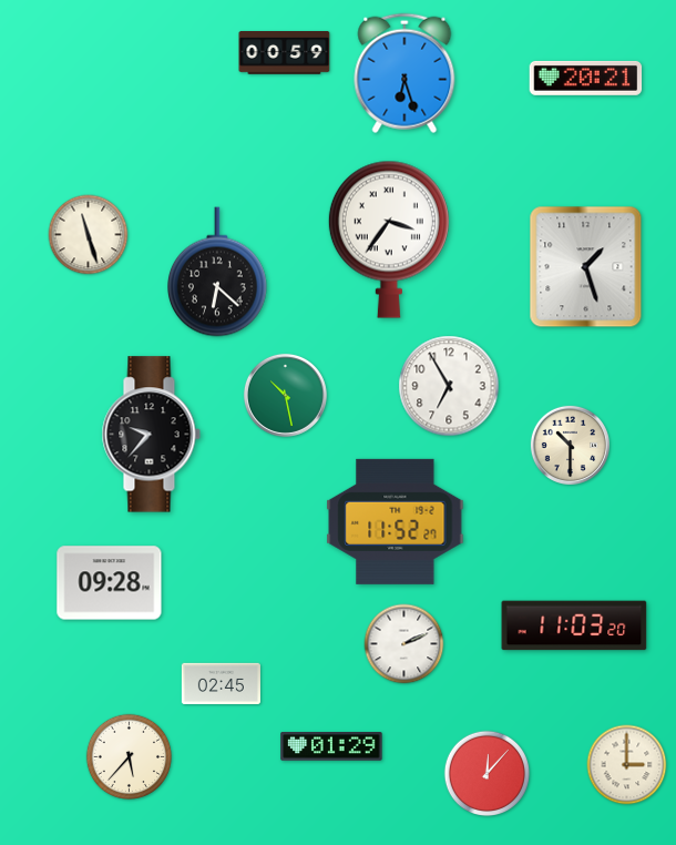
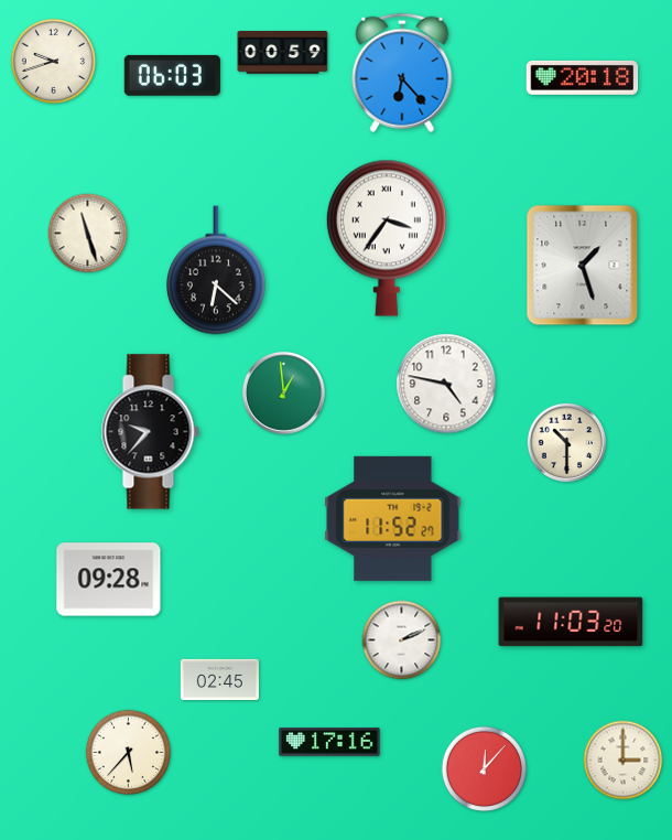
clock at (54, 62): none -> 9:42
clock at (404, 73): 6:27 -> 6:23
clock at (172, 75): none -> 06:03
clock at (586, 78): 20:21 -> 20:18
clock at (449, 386): 6:55 -> 4:47
clock at (285, 395): 10:28 -> 12:59
clock at (331, 747): 01:29 -> 17:16
